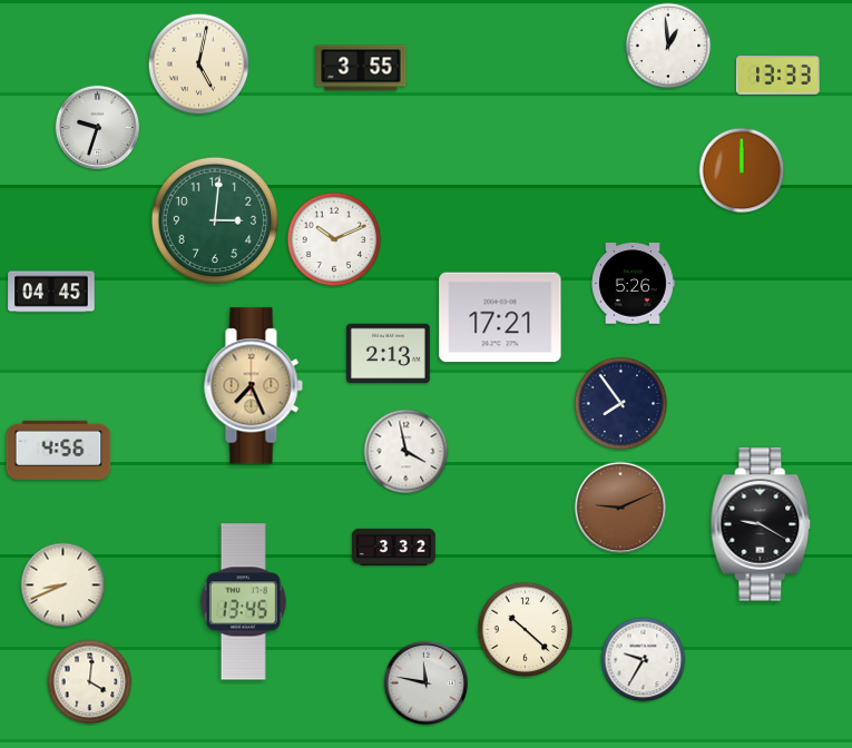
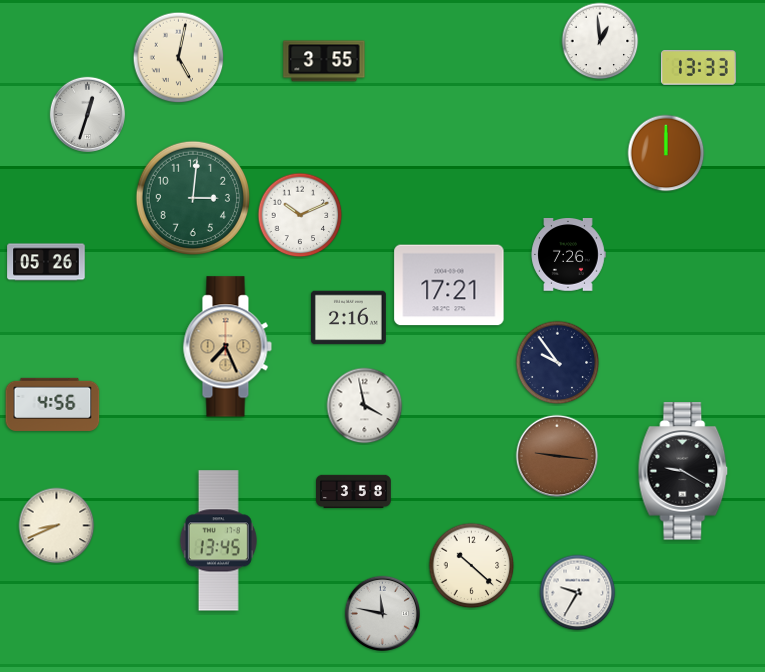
clock at (97, 127): 9:33 -> 12:33
clock at (633, 284): 5:26 -> 7:26
clock at (51, 292): 04:45 -> 05:26
clock at (389, 354): 2:13 -> 2:16
clock at (621, 404): 7:54 -> 9:54
clock at (620, 508): 9:11 -> 9:16
clock at (394, 547): 3:32 -> 3:58
clock at (90, 682): 4:01 -> none
